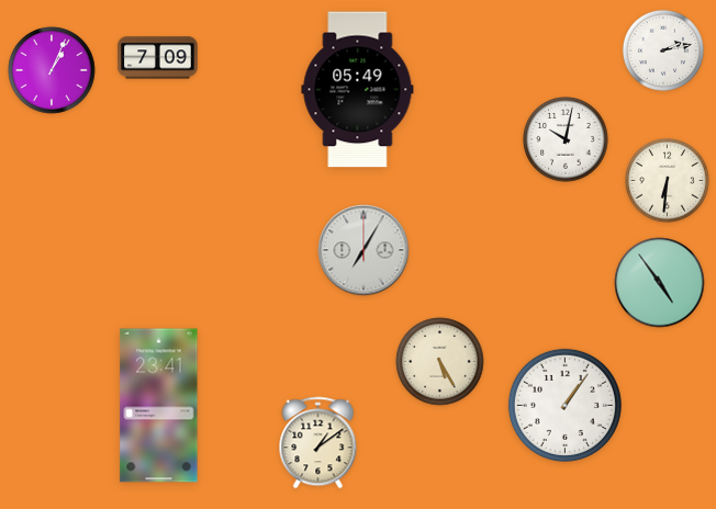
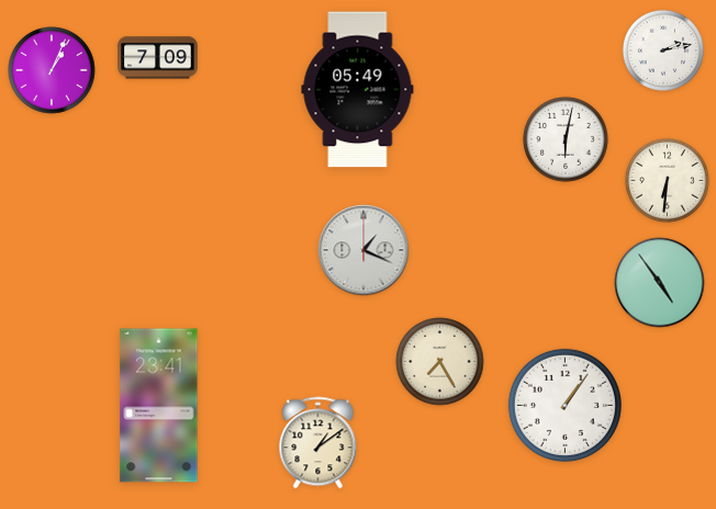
clock at (566, 139): 10:02 -> 6:02
clock at (363, 250): 7:05 -> 1:19
clock at (440, 362): 5:25 -> 7:25
